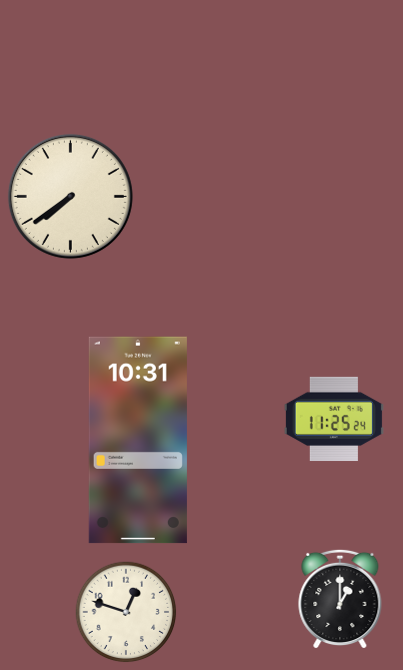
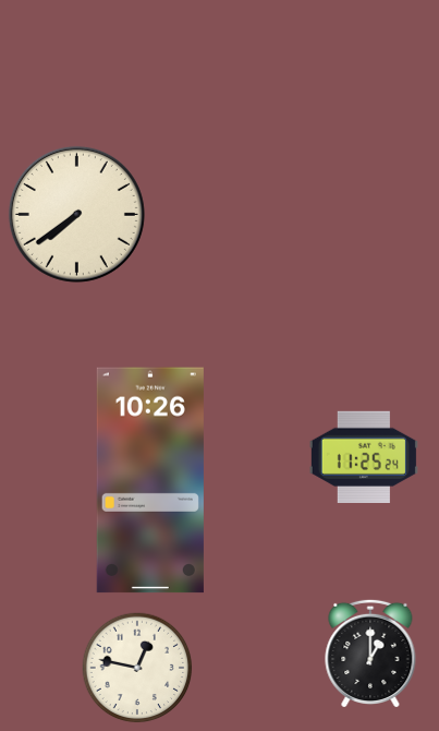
clock at (138, 440): 10:31 -> 10:26
clock at (126, 612): 12:48 -> 12:47
